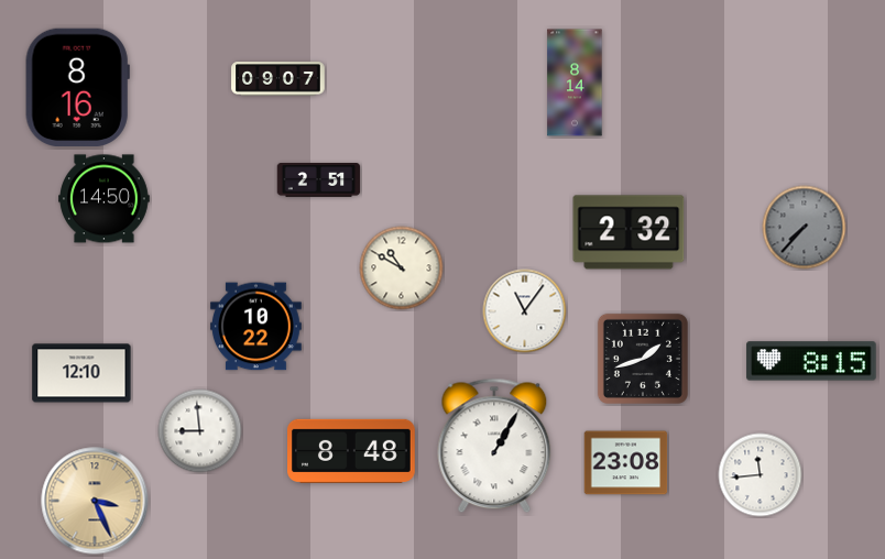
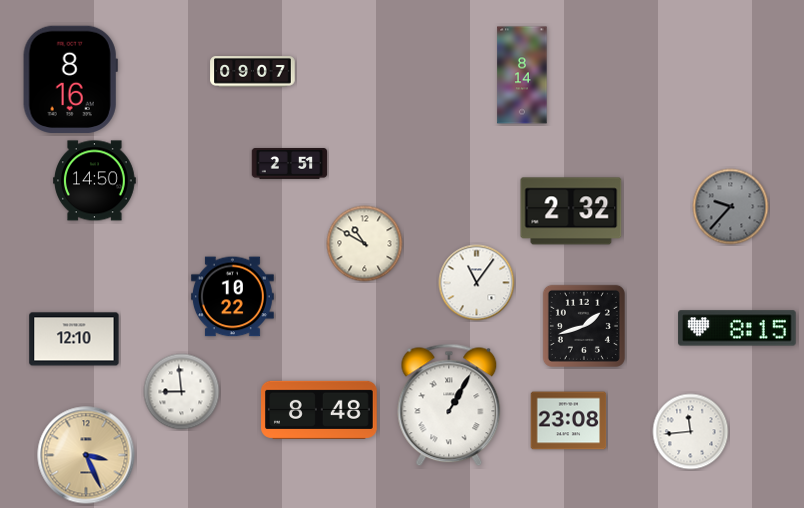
clock at (805, 228): 7:37 -> 9:37
